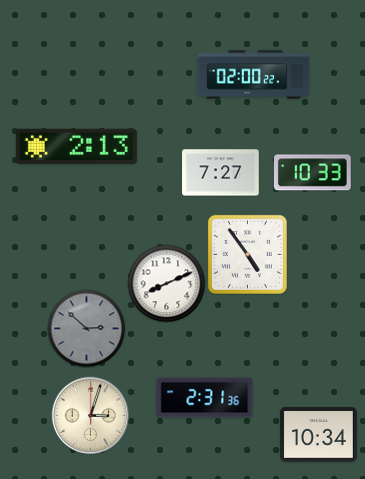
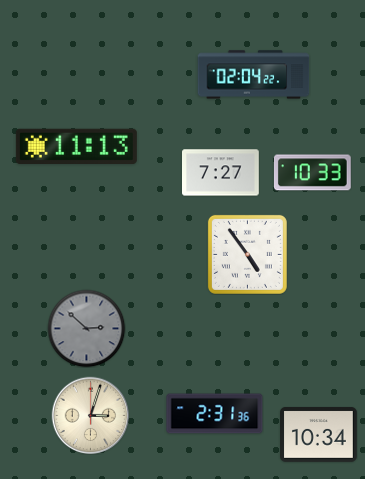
clock at (254, 75): 02:00 -> 02:04
clock at (76, 146): 2:13 -> 11:13
clock at (166, 283): 8:11 -> none
clock at (205, 398) position: (205, 398) -> (215, 414)
